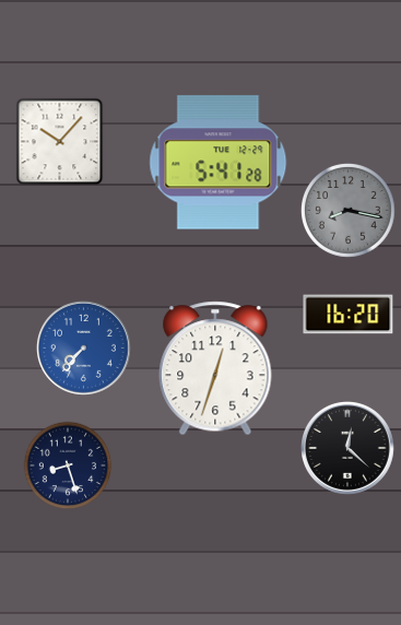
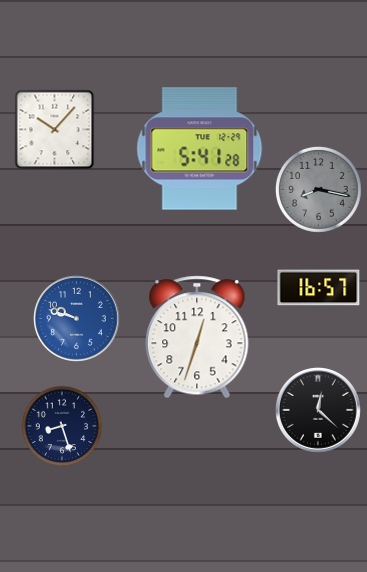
clock at (347, 210) position: (347, 210) -> (318, 189)
clock at (349, 315): 16:20 -> 16:57
clock at (84, 349): 7:37 -> 9:48
